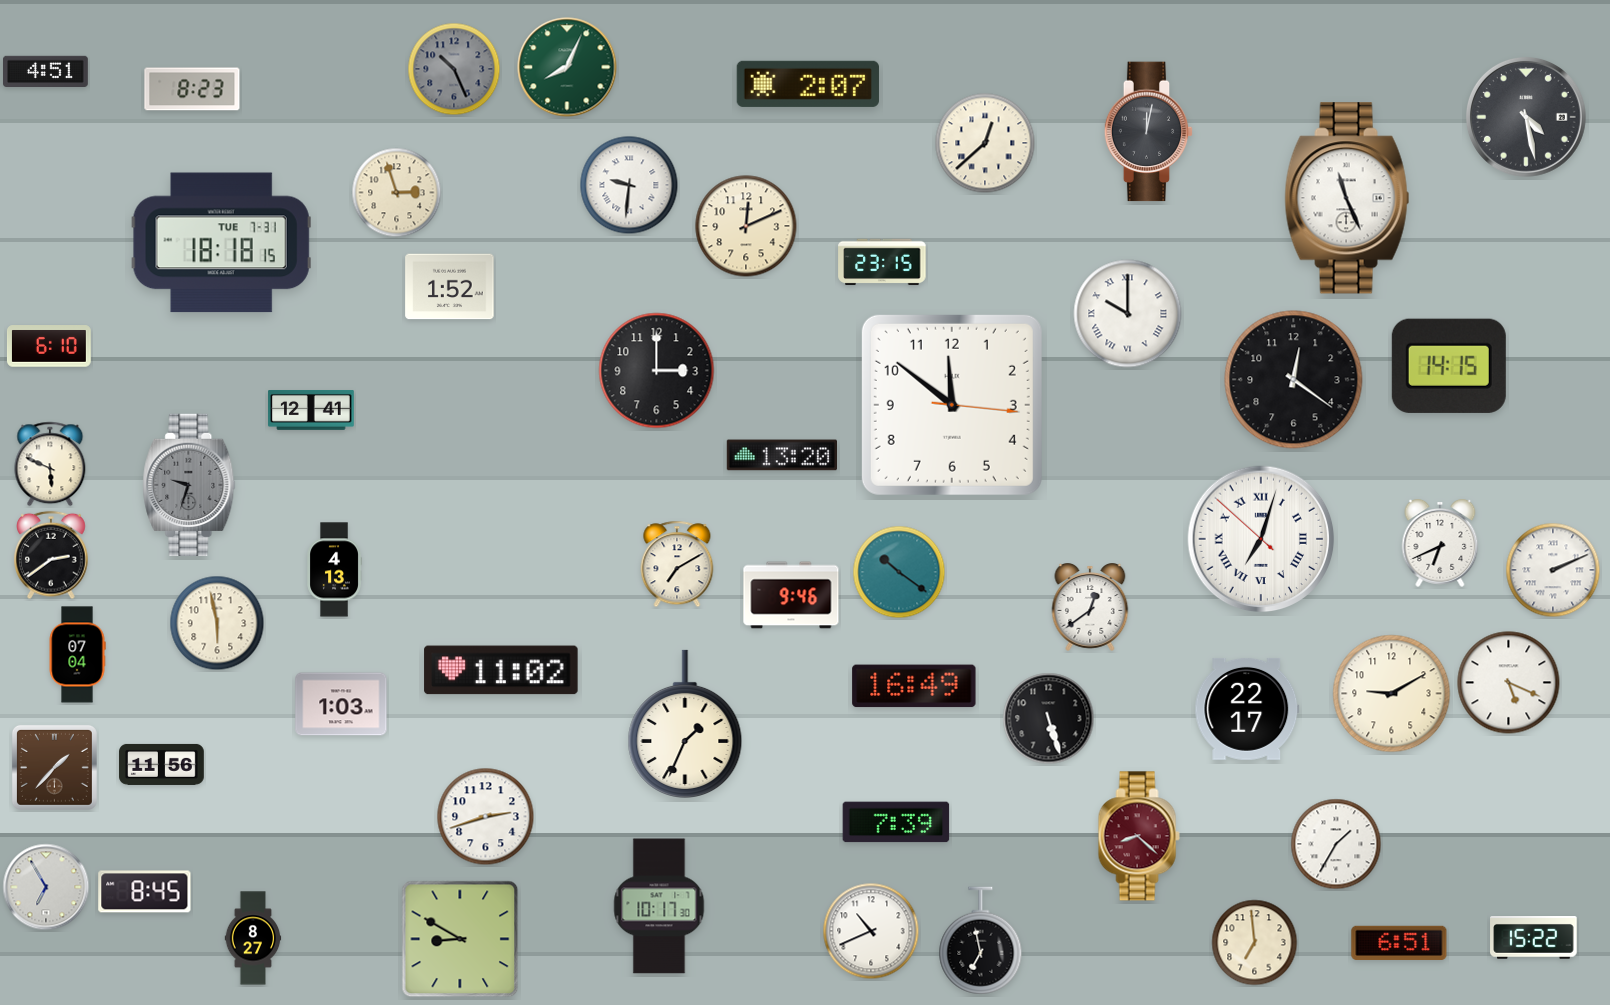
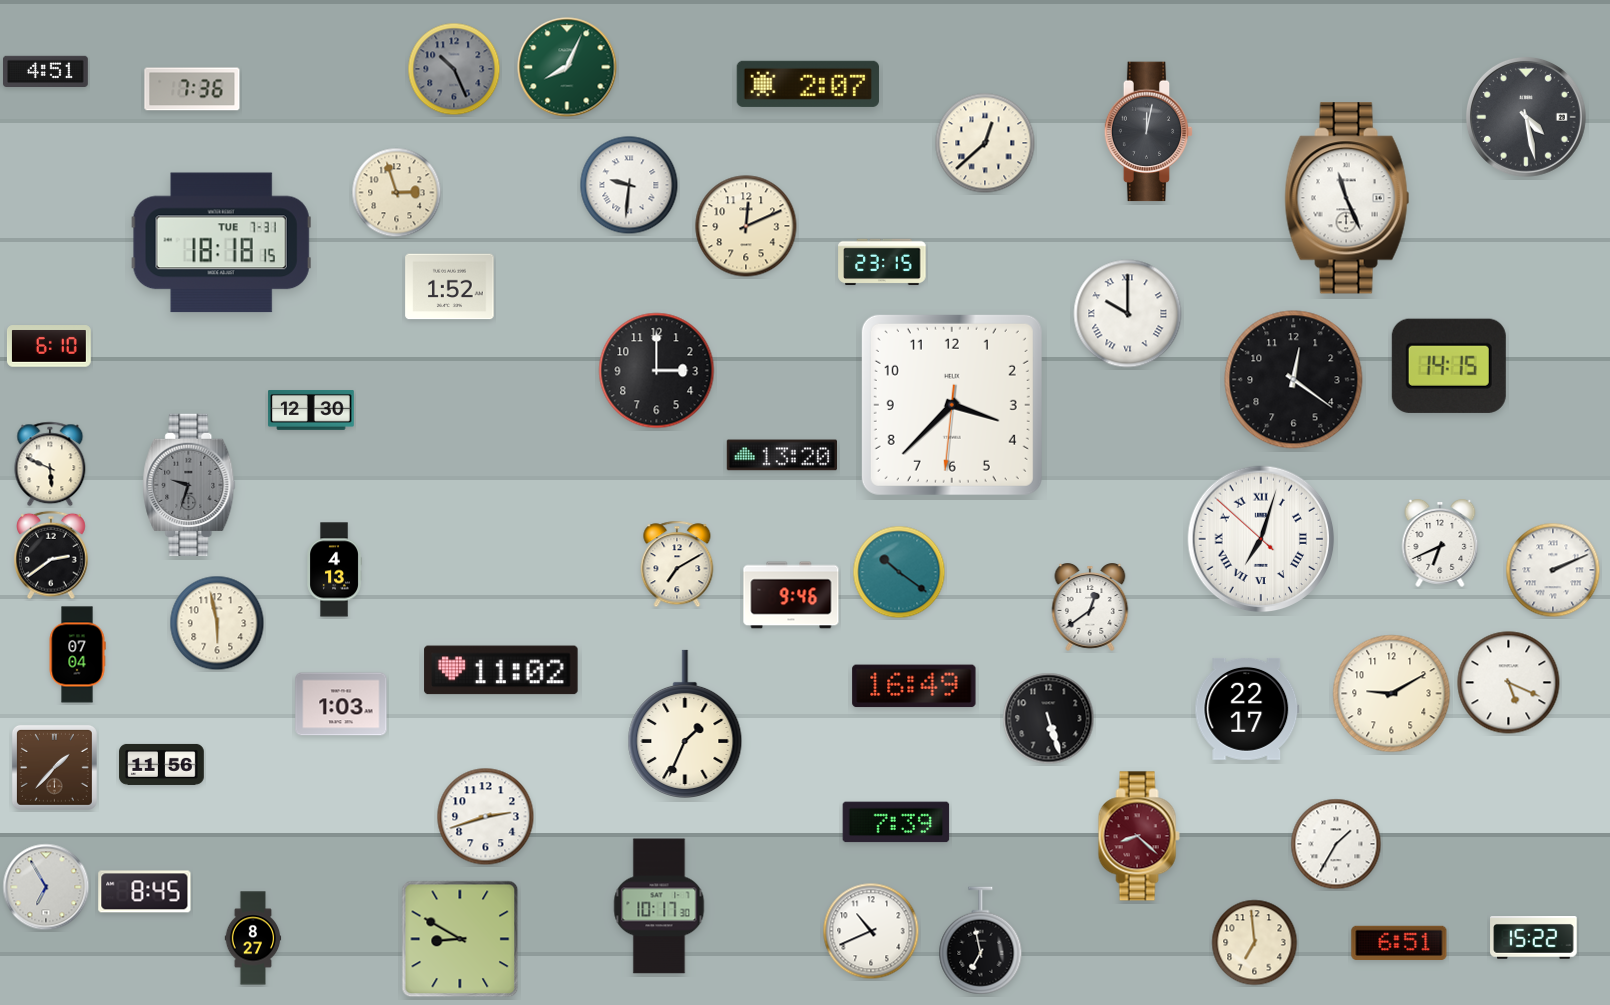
clock at (192, 89): 8:23 -> 7:36
clock at (952, 405): 11:51 -> 3:37
clock at (311, 411): 12:41 -> 12:30
